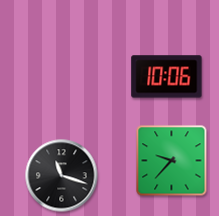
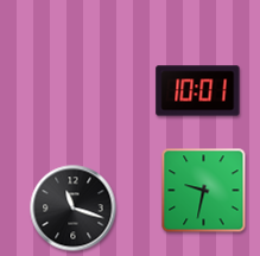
clock at (167, 77): 10:06 -> 10:01
clock at (172, 161): 9:37 -> 9:32
